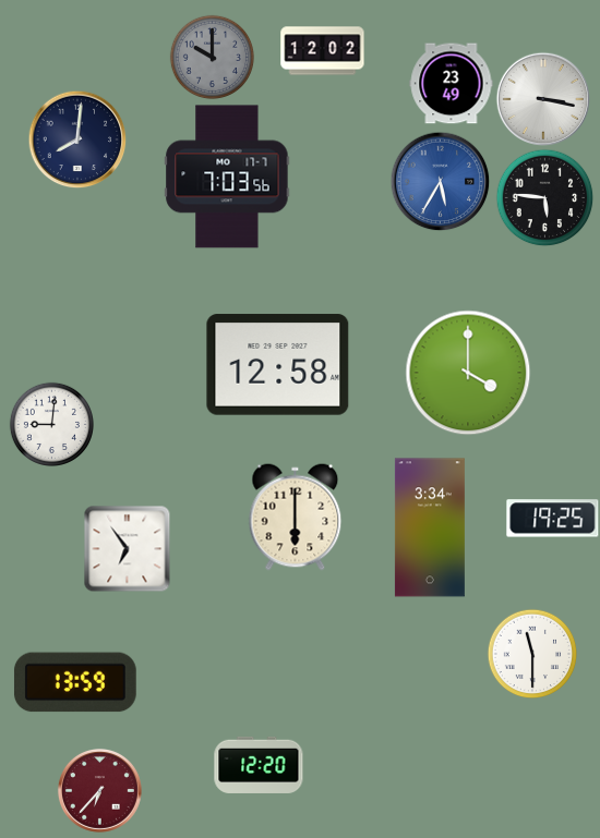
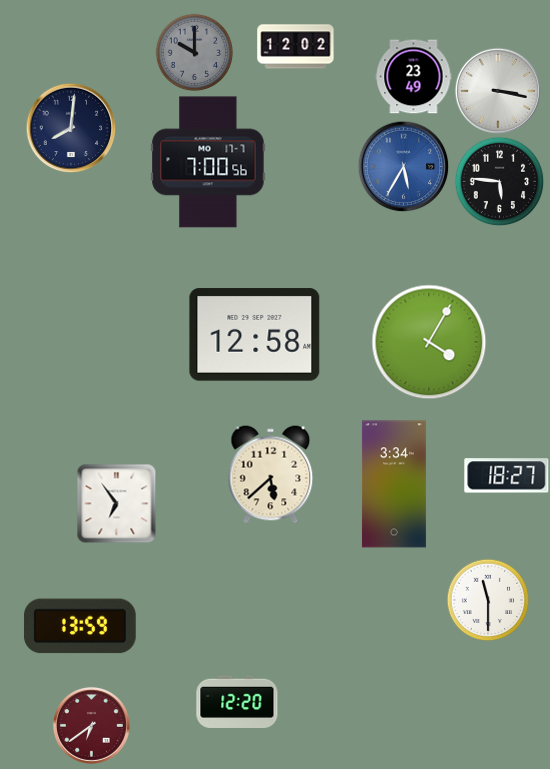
clock at (227, 177): 7:03 -> 7:00
clock at (468, 373): 4:00 -> 4:05
clock at (51, 424): 9:01 -> none
clock at (296, 518): 6:00 -> 5:38
clock at (553, 519): 19:25 -> 18:27
clock at (75, 682) position: (75, 682) -> (80, 626)
clock at (99, 790): 6:37 -> 6:39
